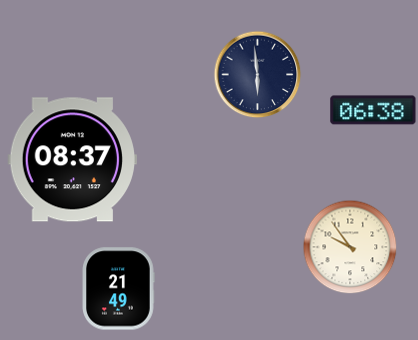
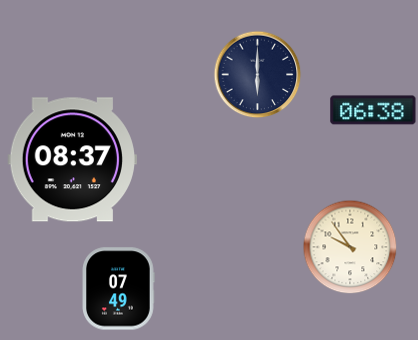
clock at (258, 75): 5:59 -> 6:00
clock at (118, 289): 21:49 -> 07:49
